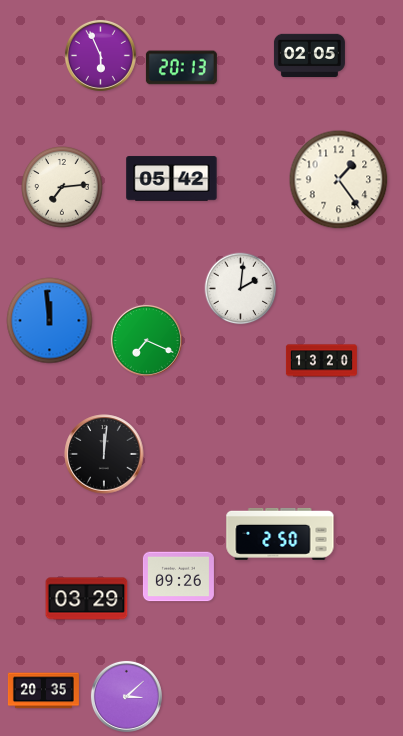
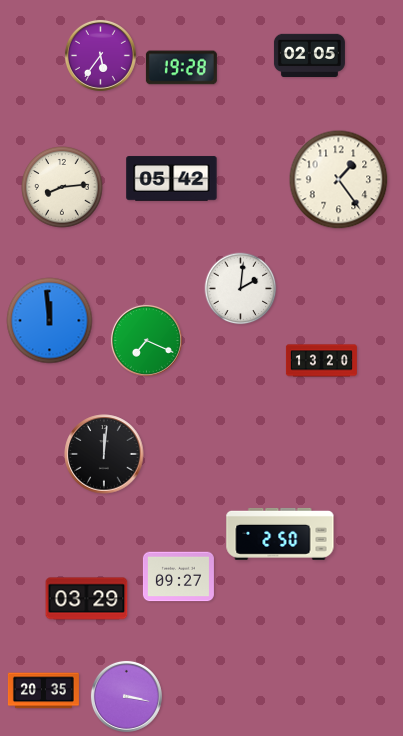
clock at (100, 55): 5:56 -> 5:36
clock at (181, 68): 20:13 -> 19:28
clock at (62, 187): 7:14 -> 8:14
clock at (178, 577): 09:26 -> 09:27
clock at (126, 696): 3:08 -> 3:17
